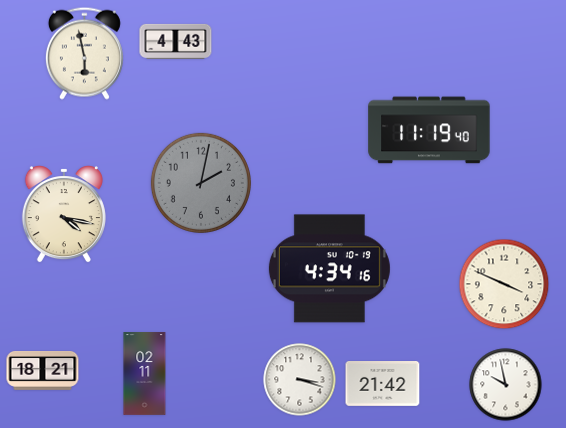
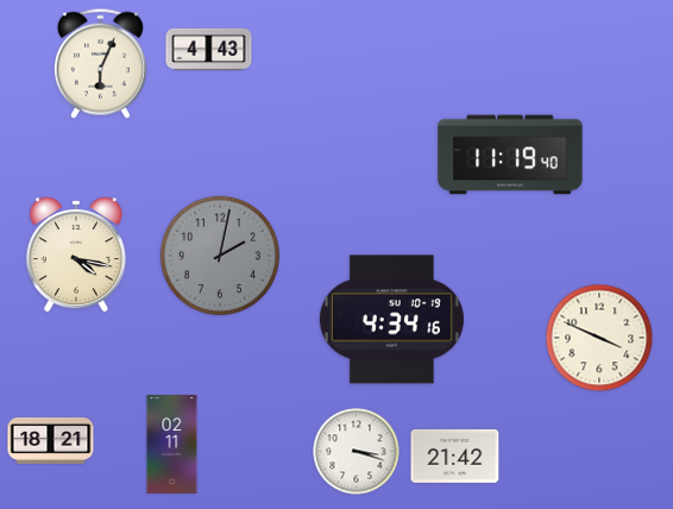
clock at (84, 53): 5:58 -> 6:04
clock at (201, 183) position: (201, 183) -> (220, 256)
clock at (506, 385): 9:58 -> none
